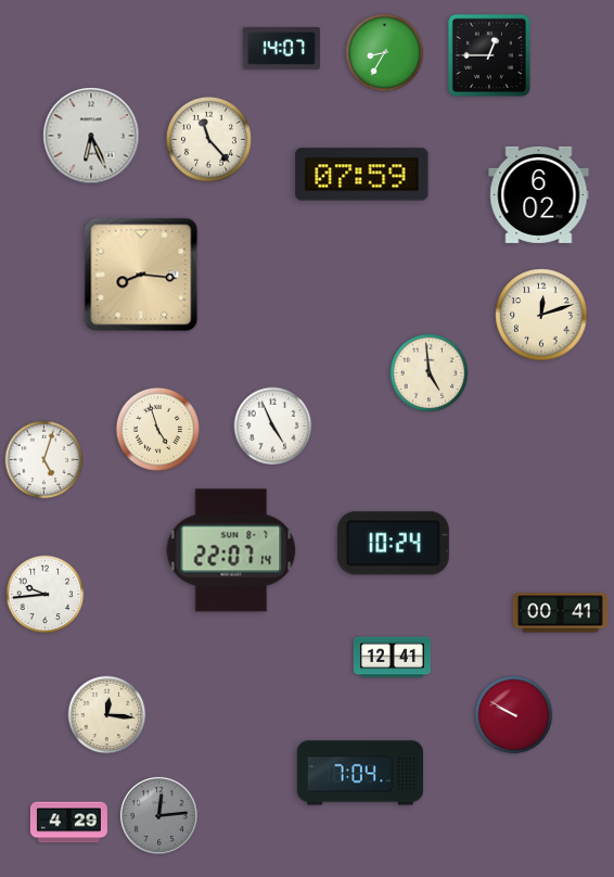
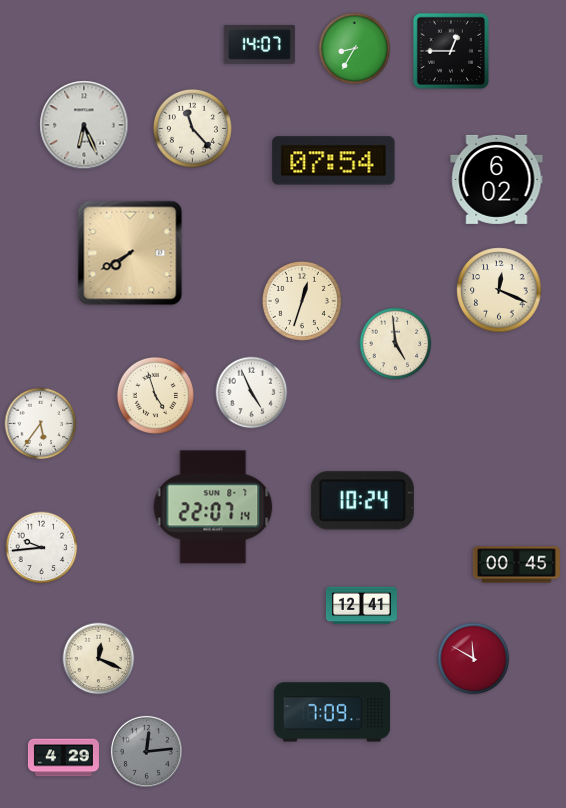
clock at (362, 175): 07:59 -> 07:54
clock at (141, 275): 8:16 -> 7:40
clock at (541, 315): 12:12 -> 12:19
clock at (302, 301): none -> 12:33
clock at (157, 429) position: (157, 429) -> (155, 395)
clock at (44, 460): 5:03 -> 5:36
clock at (560, 613): 00:41 -> 00:45
clock at (107, 715): 12:16 -> 12:19
clock at (514, 715): 9:50 -> 11:50
clock at (360, 773): 7:04 -> 7:09
